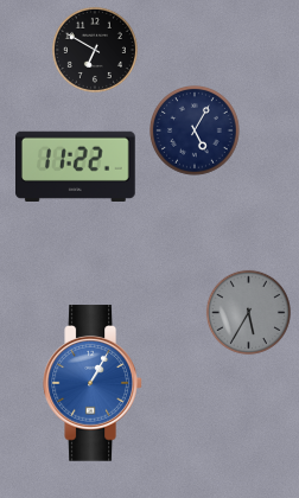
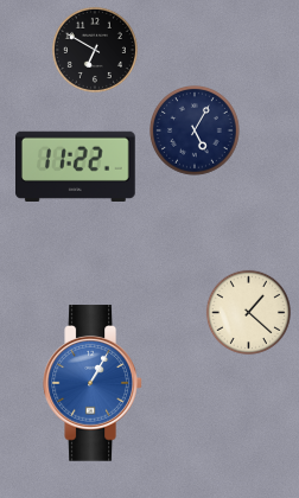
clock at (248, 312): 5:35 -> 1:22
clock at (248, 312) dial: grey -> cream
